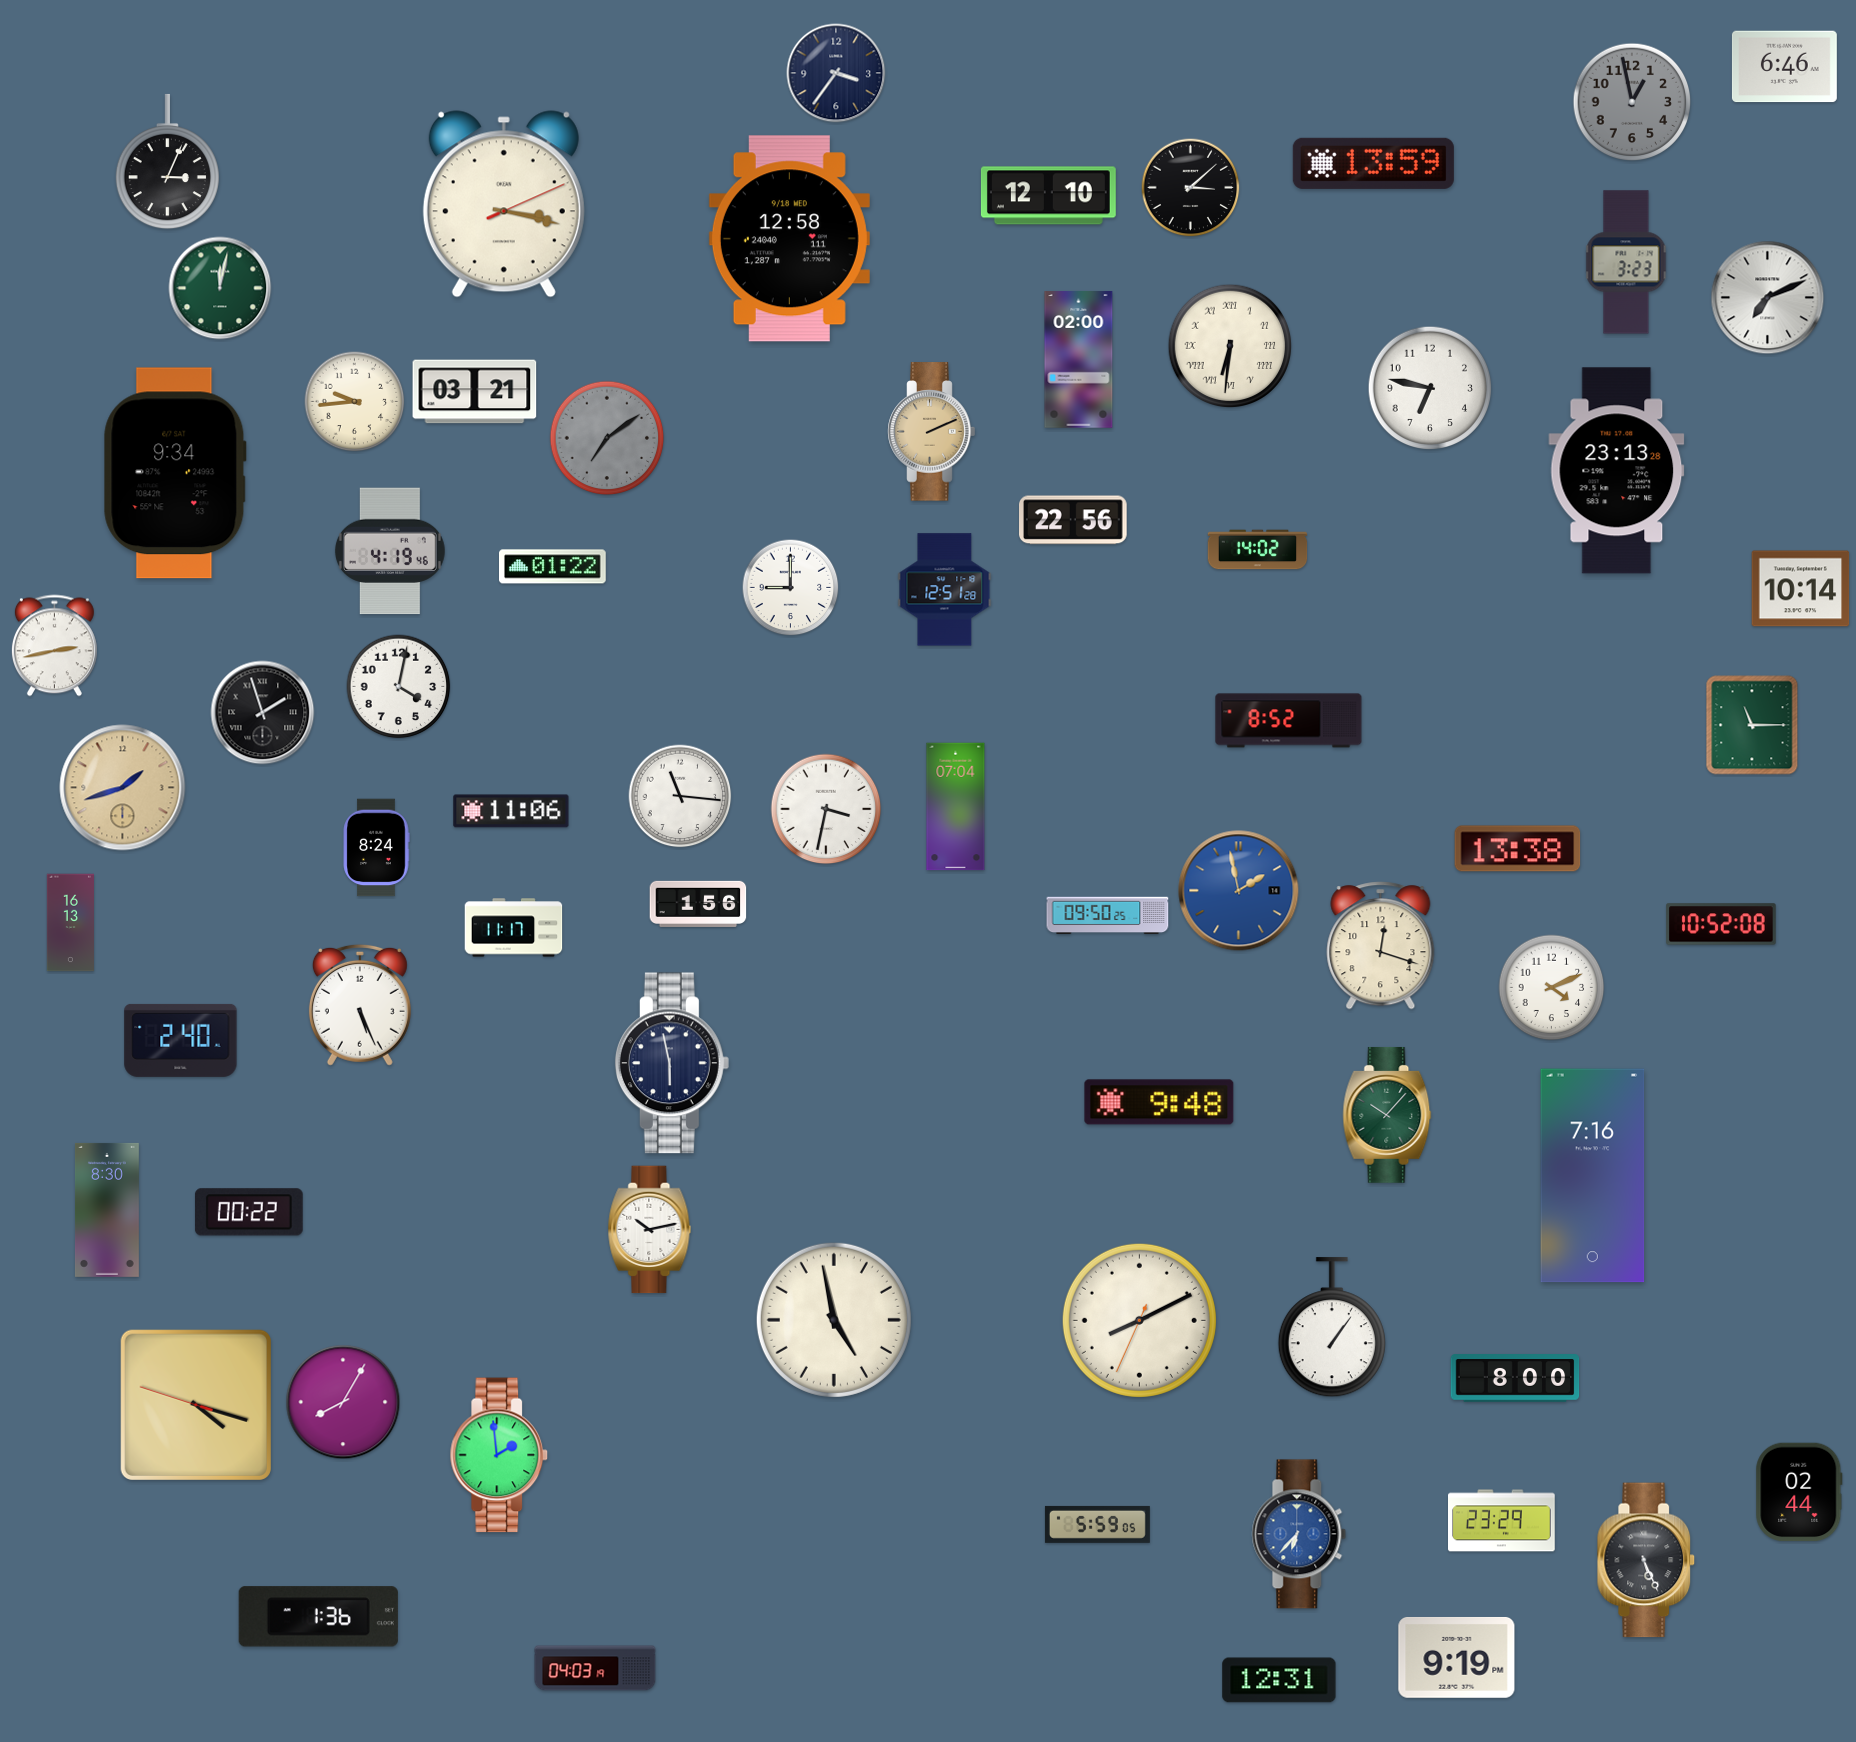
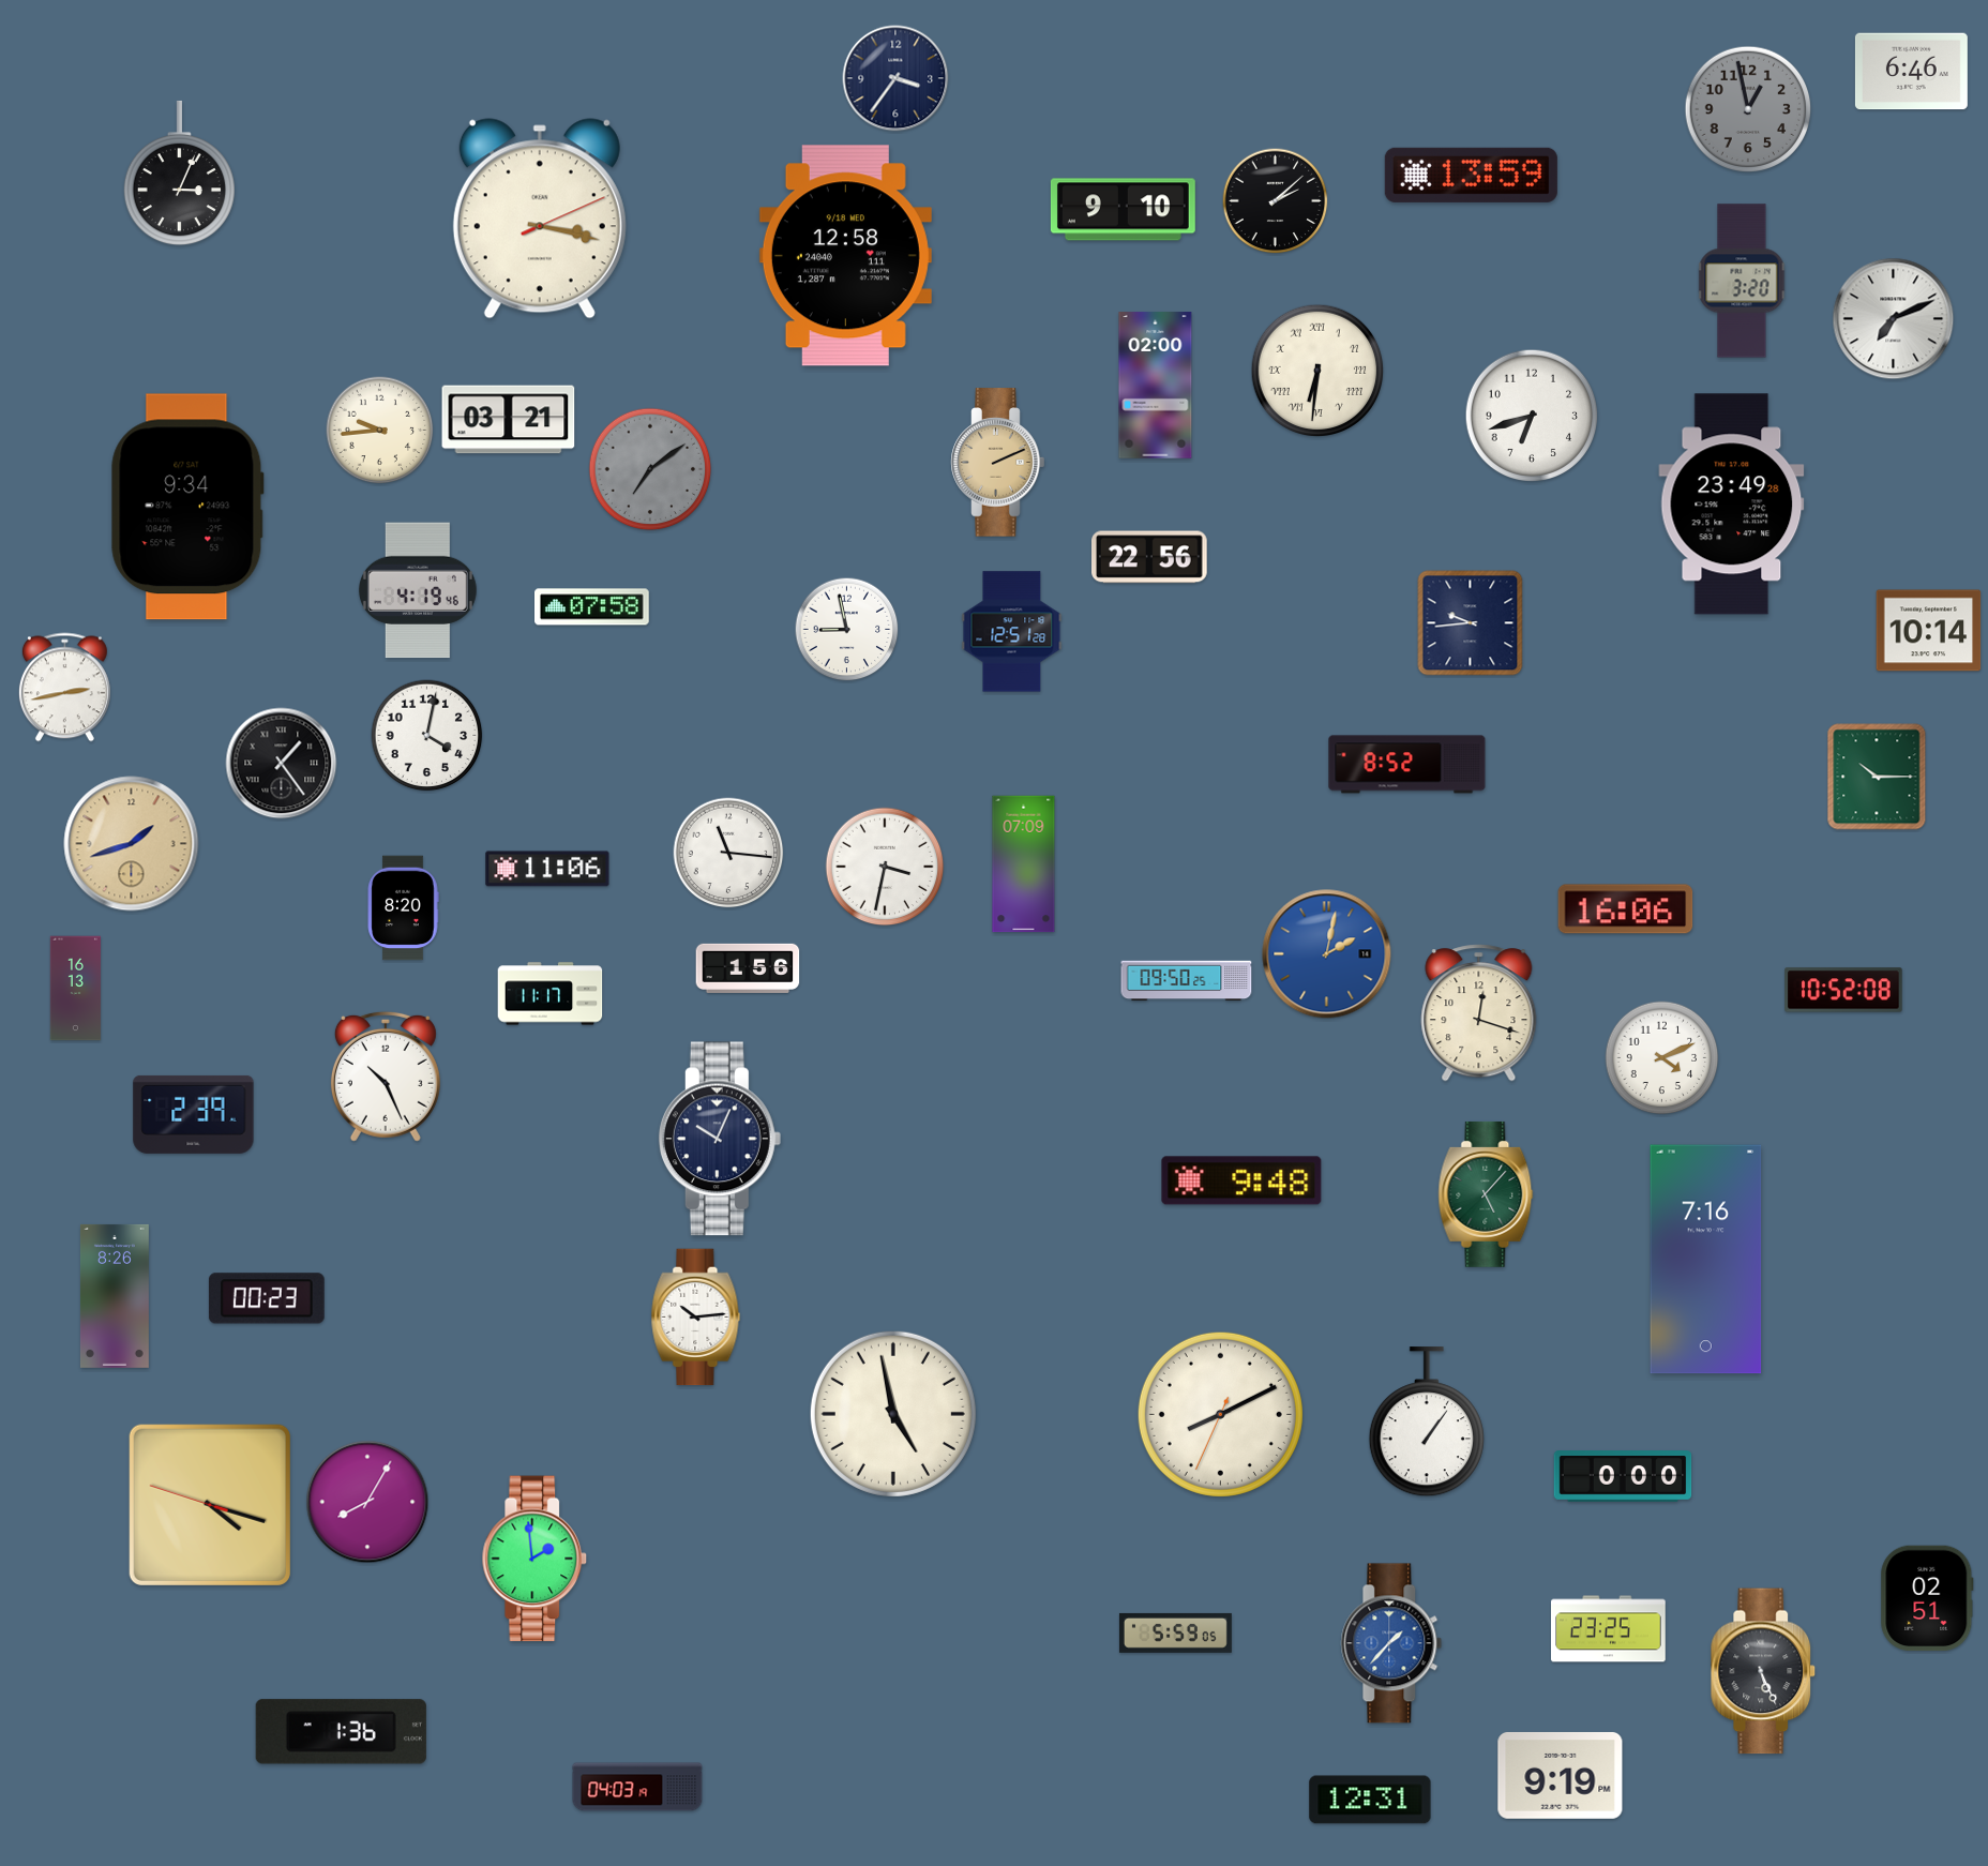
clock at (1191, 188): 3:08 -> 2:08
clock at (1048, 196): 12:10 -> 9:10
clock at (1626, 262): 3:23 -> 3:20
clock at (220, 288): 12:02 -> none
clock at (1430, 388): 6:47 -> 6:42
clock at (1617, 471): 23:13 -> 23:49
clock at (1258, 550): 14:02 -> none
clock at (553, 567): 01:22 -> 07:58
clock at (1471, 623): none -> 9:44
clock at (791, 588): 9:00 -> 8:58
clock at (54, 646) position: (54, 646) -> (64, 688)
clock at (263, 713): 1:57 -> 1:24
clock at (1289, 721) position: (1289, 721) -> (1407, 765)
clock at (1752, 725): 11:15 -> 10:15
clock at (956, 807): 07:04 -> 07:09
clock at (376, 848): 8:24 -> 8:20
clock at (1518, 849): 13:38 -> 16:06
clock at (1239, 891): 1:58 -> 2:02
clock at (360, 1005): 5:26 -> 10:26
clock at (181, 1040): 2:40 -> 2:39
clock at (672, 1063): 5:58 -> 10:04
clock at (1387, 1115): 10:07 -> 5:07
clock at (107, 1210): 8:30 -> 8:26
clock at (249, 1212): 00:22 -> 00:23
clock at (650, 1230): 10:13 -> 10:14
clock at (1515, 1378): 8:00 -> 0:00
clock at (1799, 1492): 02:44 -> 02:51
clock at (1502, 1521): 23:29 -> 23:25
clock at (1299, 1534): 6:37 -> 1:37
